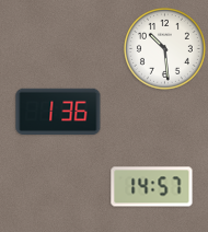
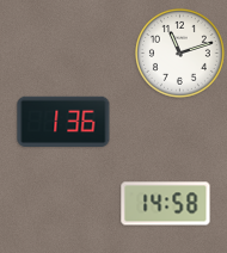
clock at (164, 48): 10:29 -> 11:12
clock at (152, 187): 14:57 -> 14:58
